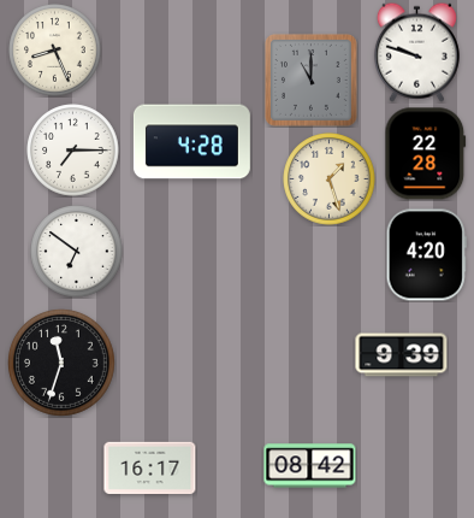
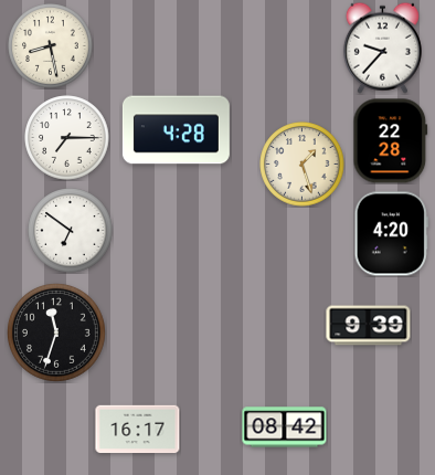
clock at (55, 51): 8:26 -> 8:28
clock at (416, 52): 9:48 -> 9:37
clock at (310, 80): 11:00 -> none
